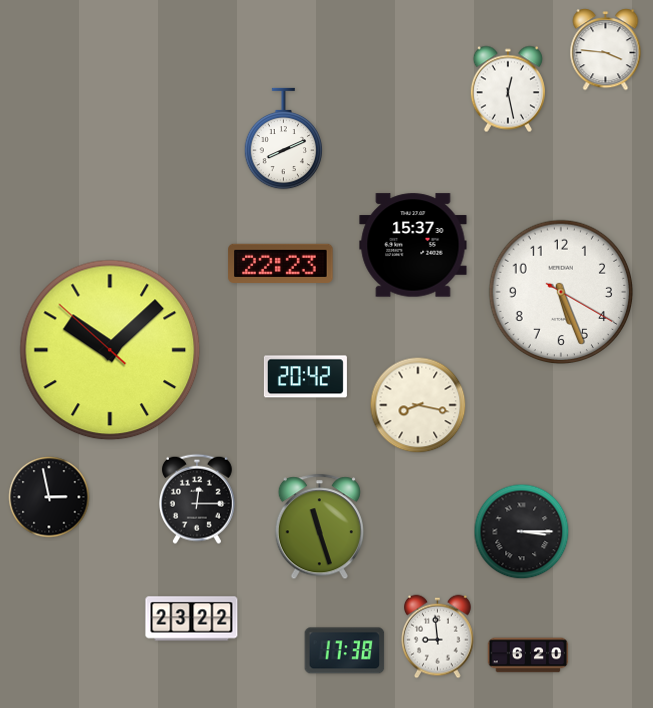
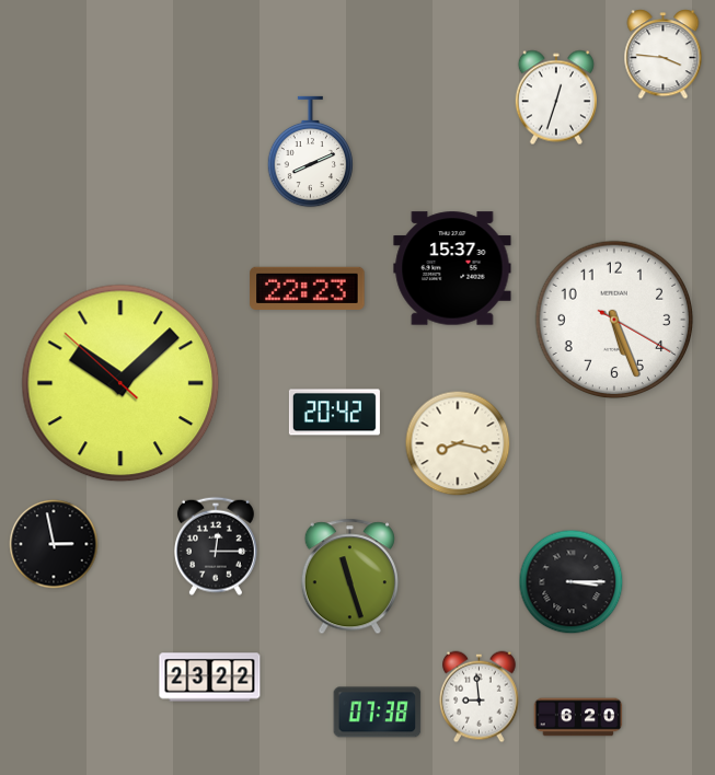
clock at (508, 89): 12:28 -> 12:33
clock at (345, 651): 17:38 -> 07:38
